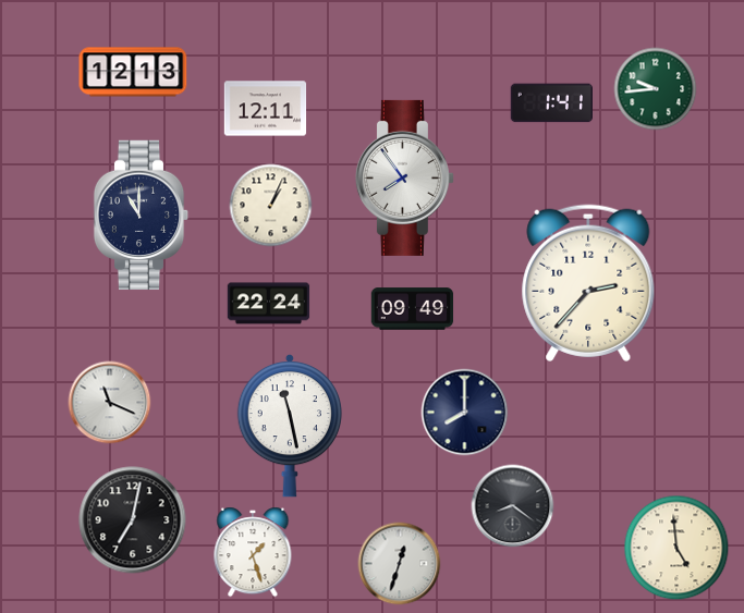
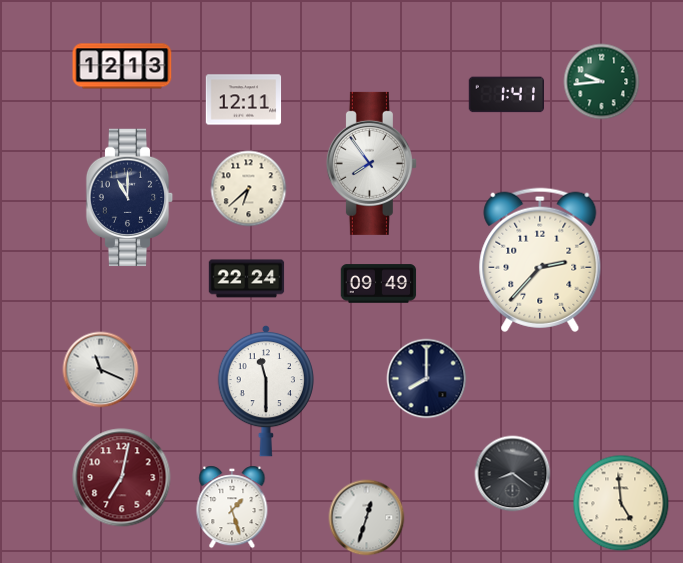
clock at (271, 206): 1:04 -> 6:38
clock at (290, 426): 11:28 -> 11:30
clock at (513, 506) position: (513, 506) -> (513, 474)
clock at (133, 520) dial: black -> burgundy
